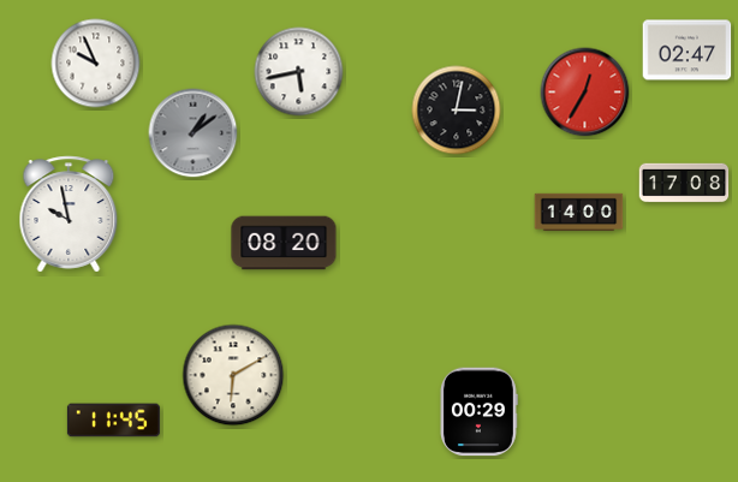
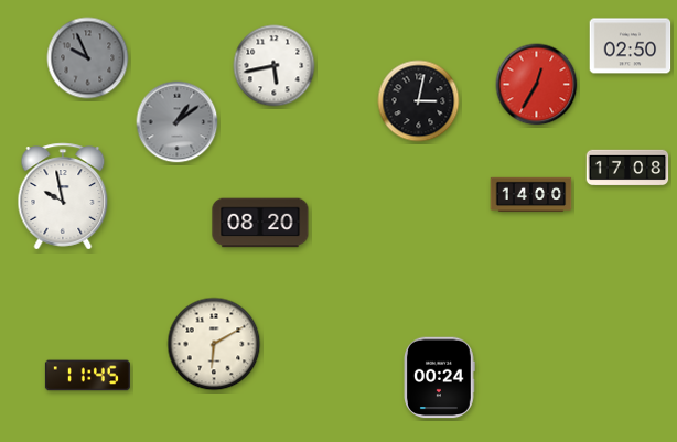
clock at (688, 50): 02:47 -> 02:50
clock at (96, 64) dial: white -> grey
clock at (480, 412): 00:29 -> 00:24
clock at (113, 421) position: (113, 421) -> (87, 376)
